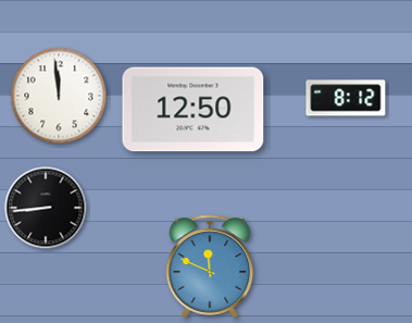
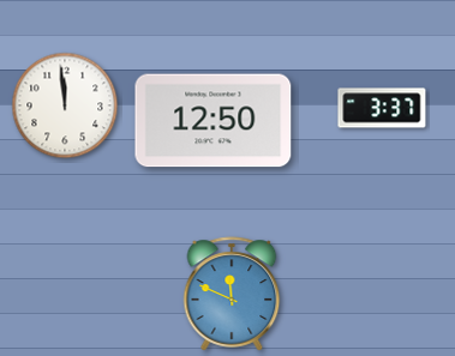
clock at (346, 98): 8:12 -> 3:37
clock at (46, 208): 8:44 -> none
